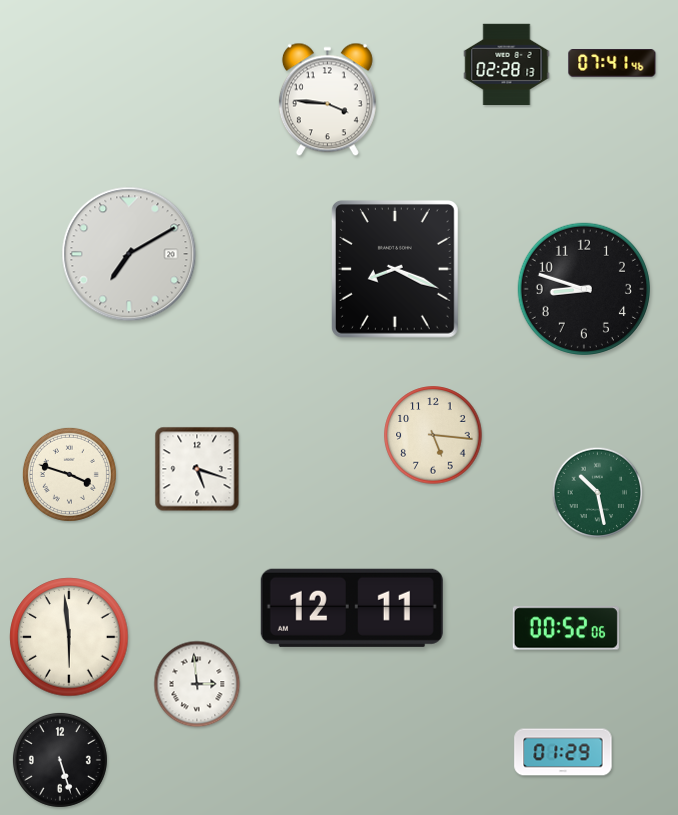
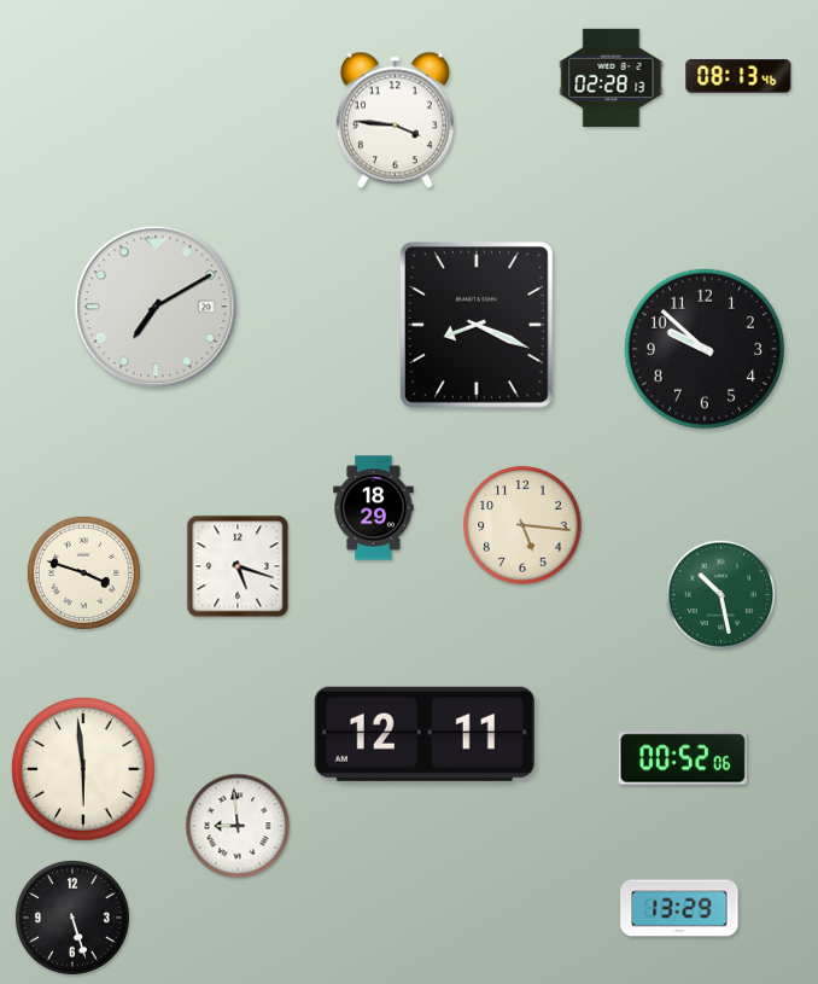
clock at (612, 63): 07:41 -> 08:13
clock at (584, 289): 8:48 -> 9:52
clock at (374, 508): none -> 18:29
clock at (197, 684): 2:59 -> 8:59
clock at (563, 752): 01:29 -> 13:29
